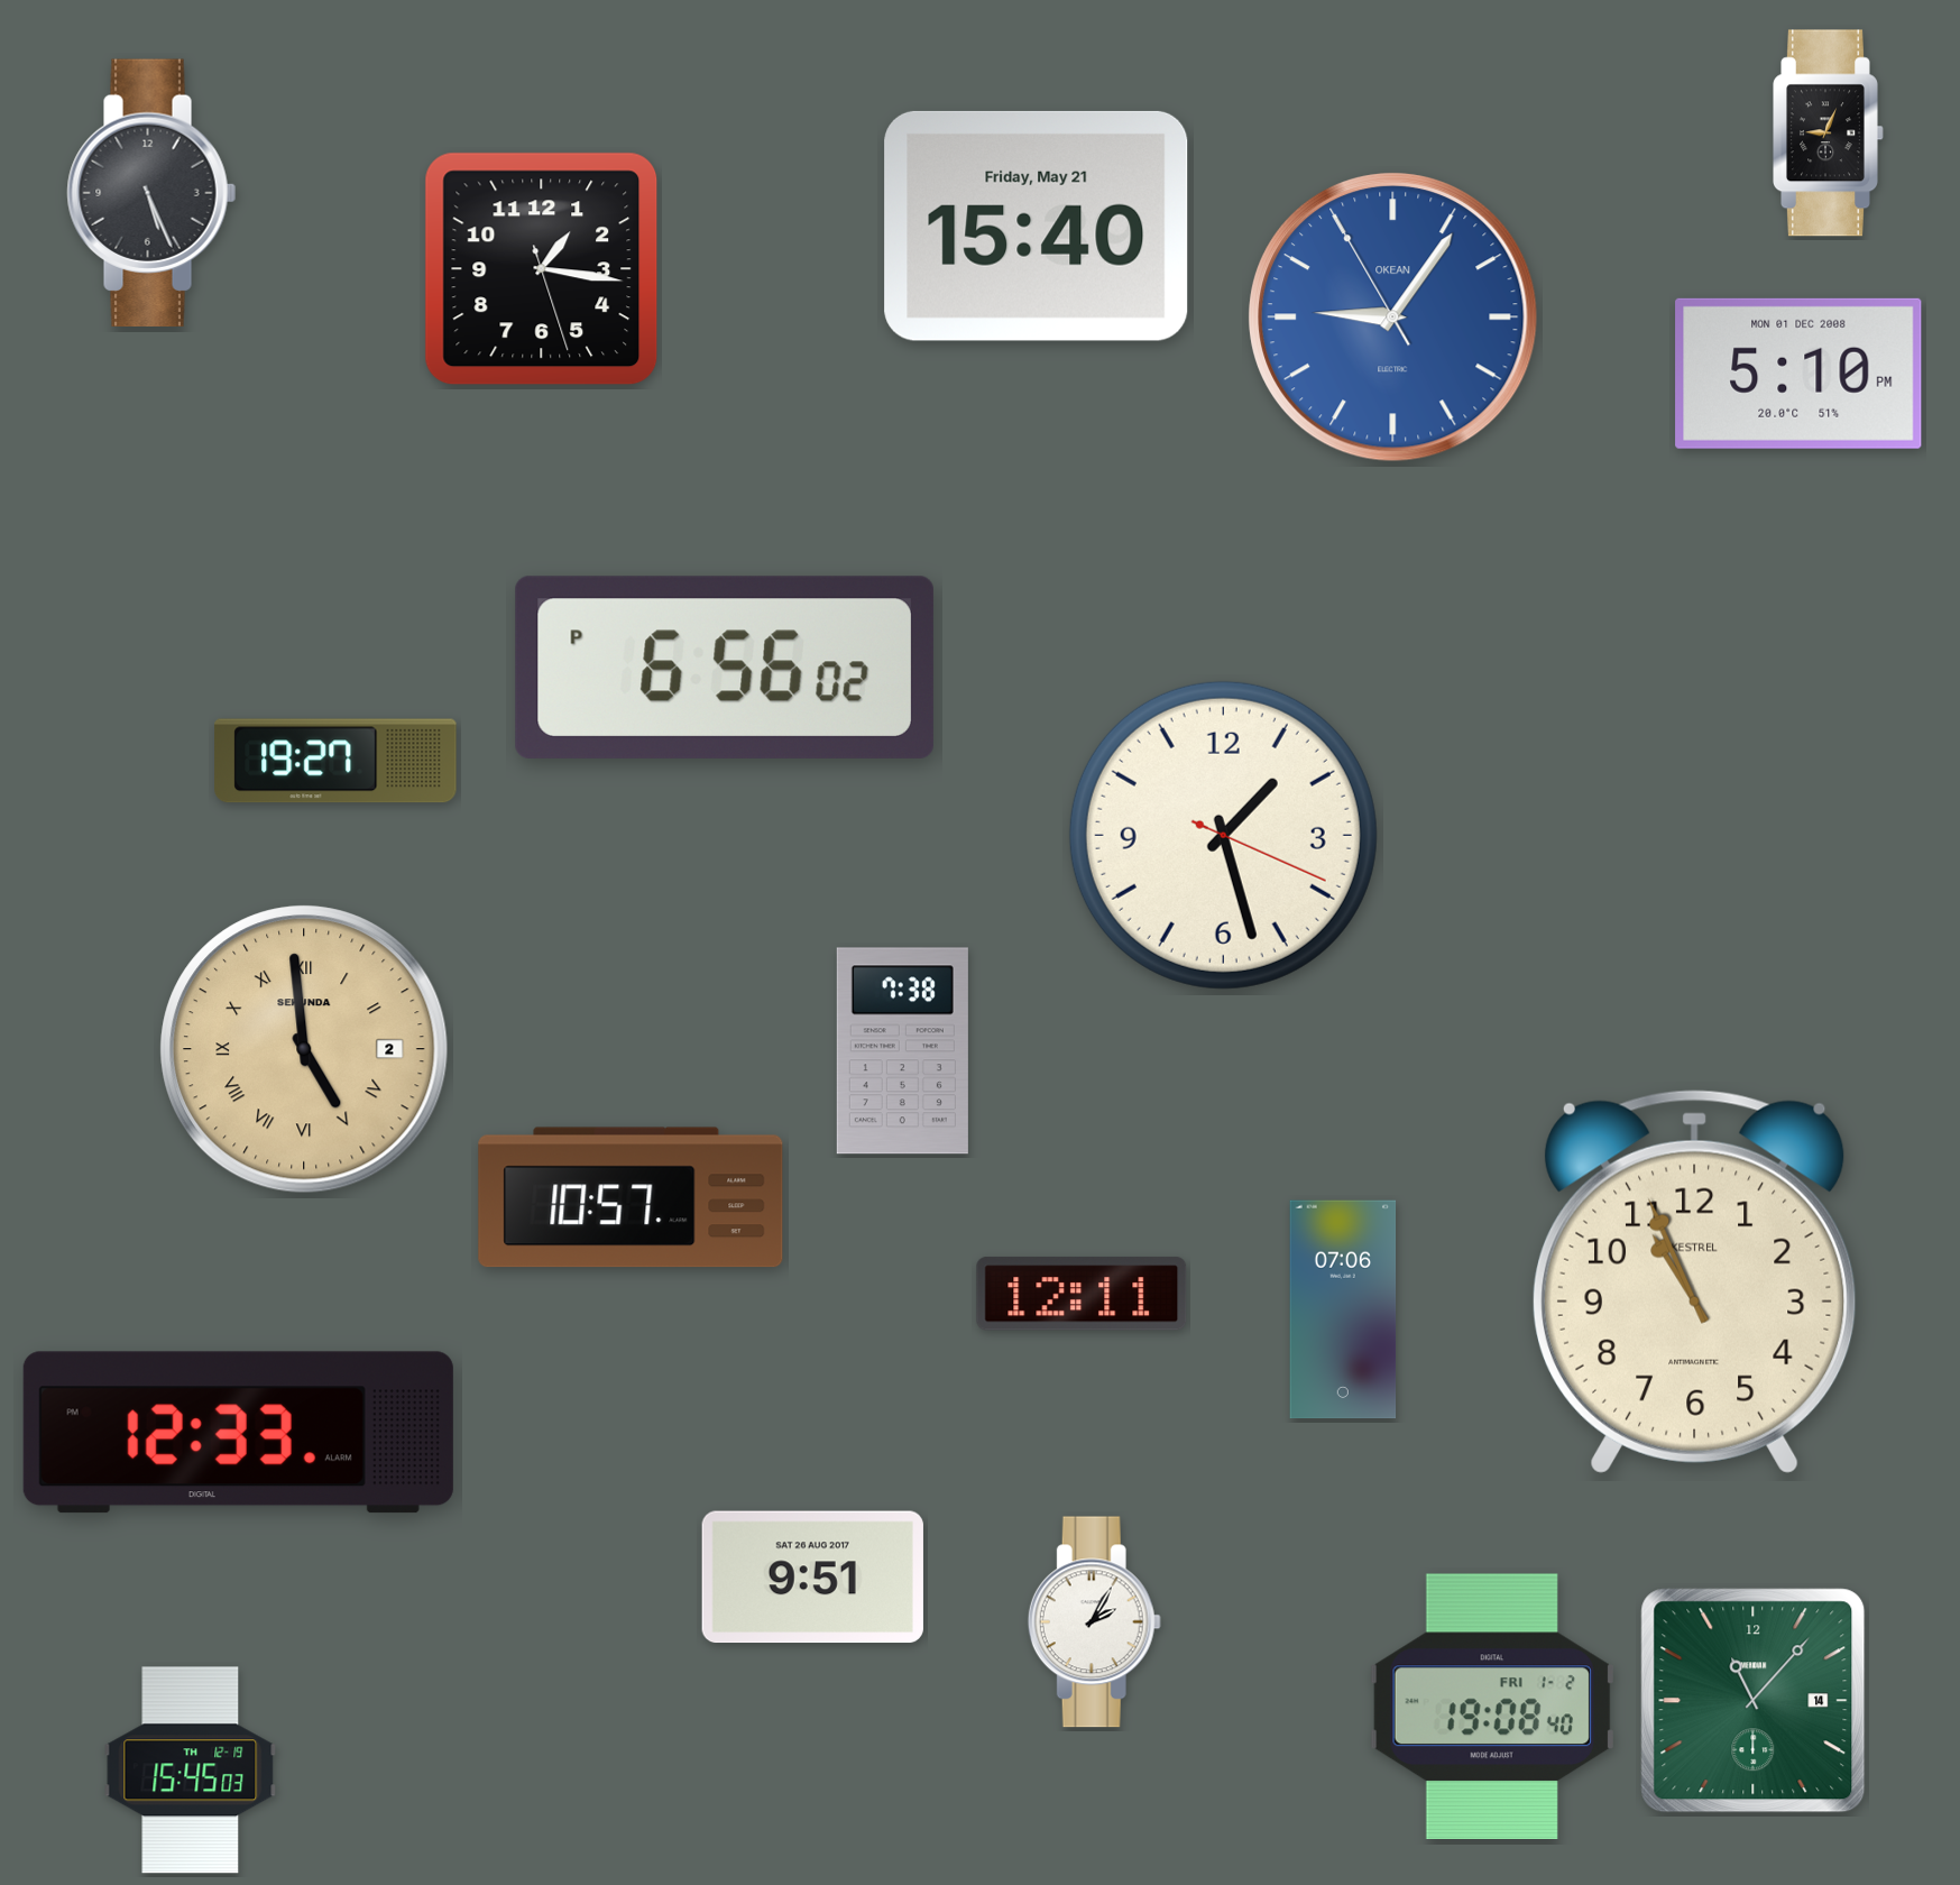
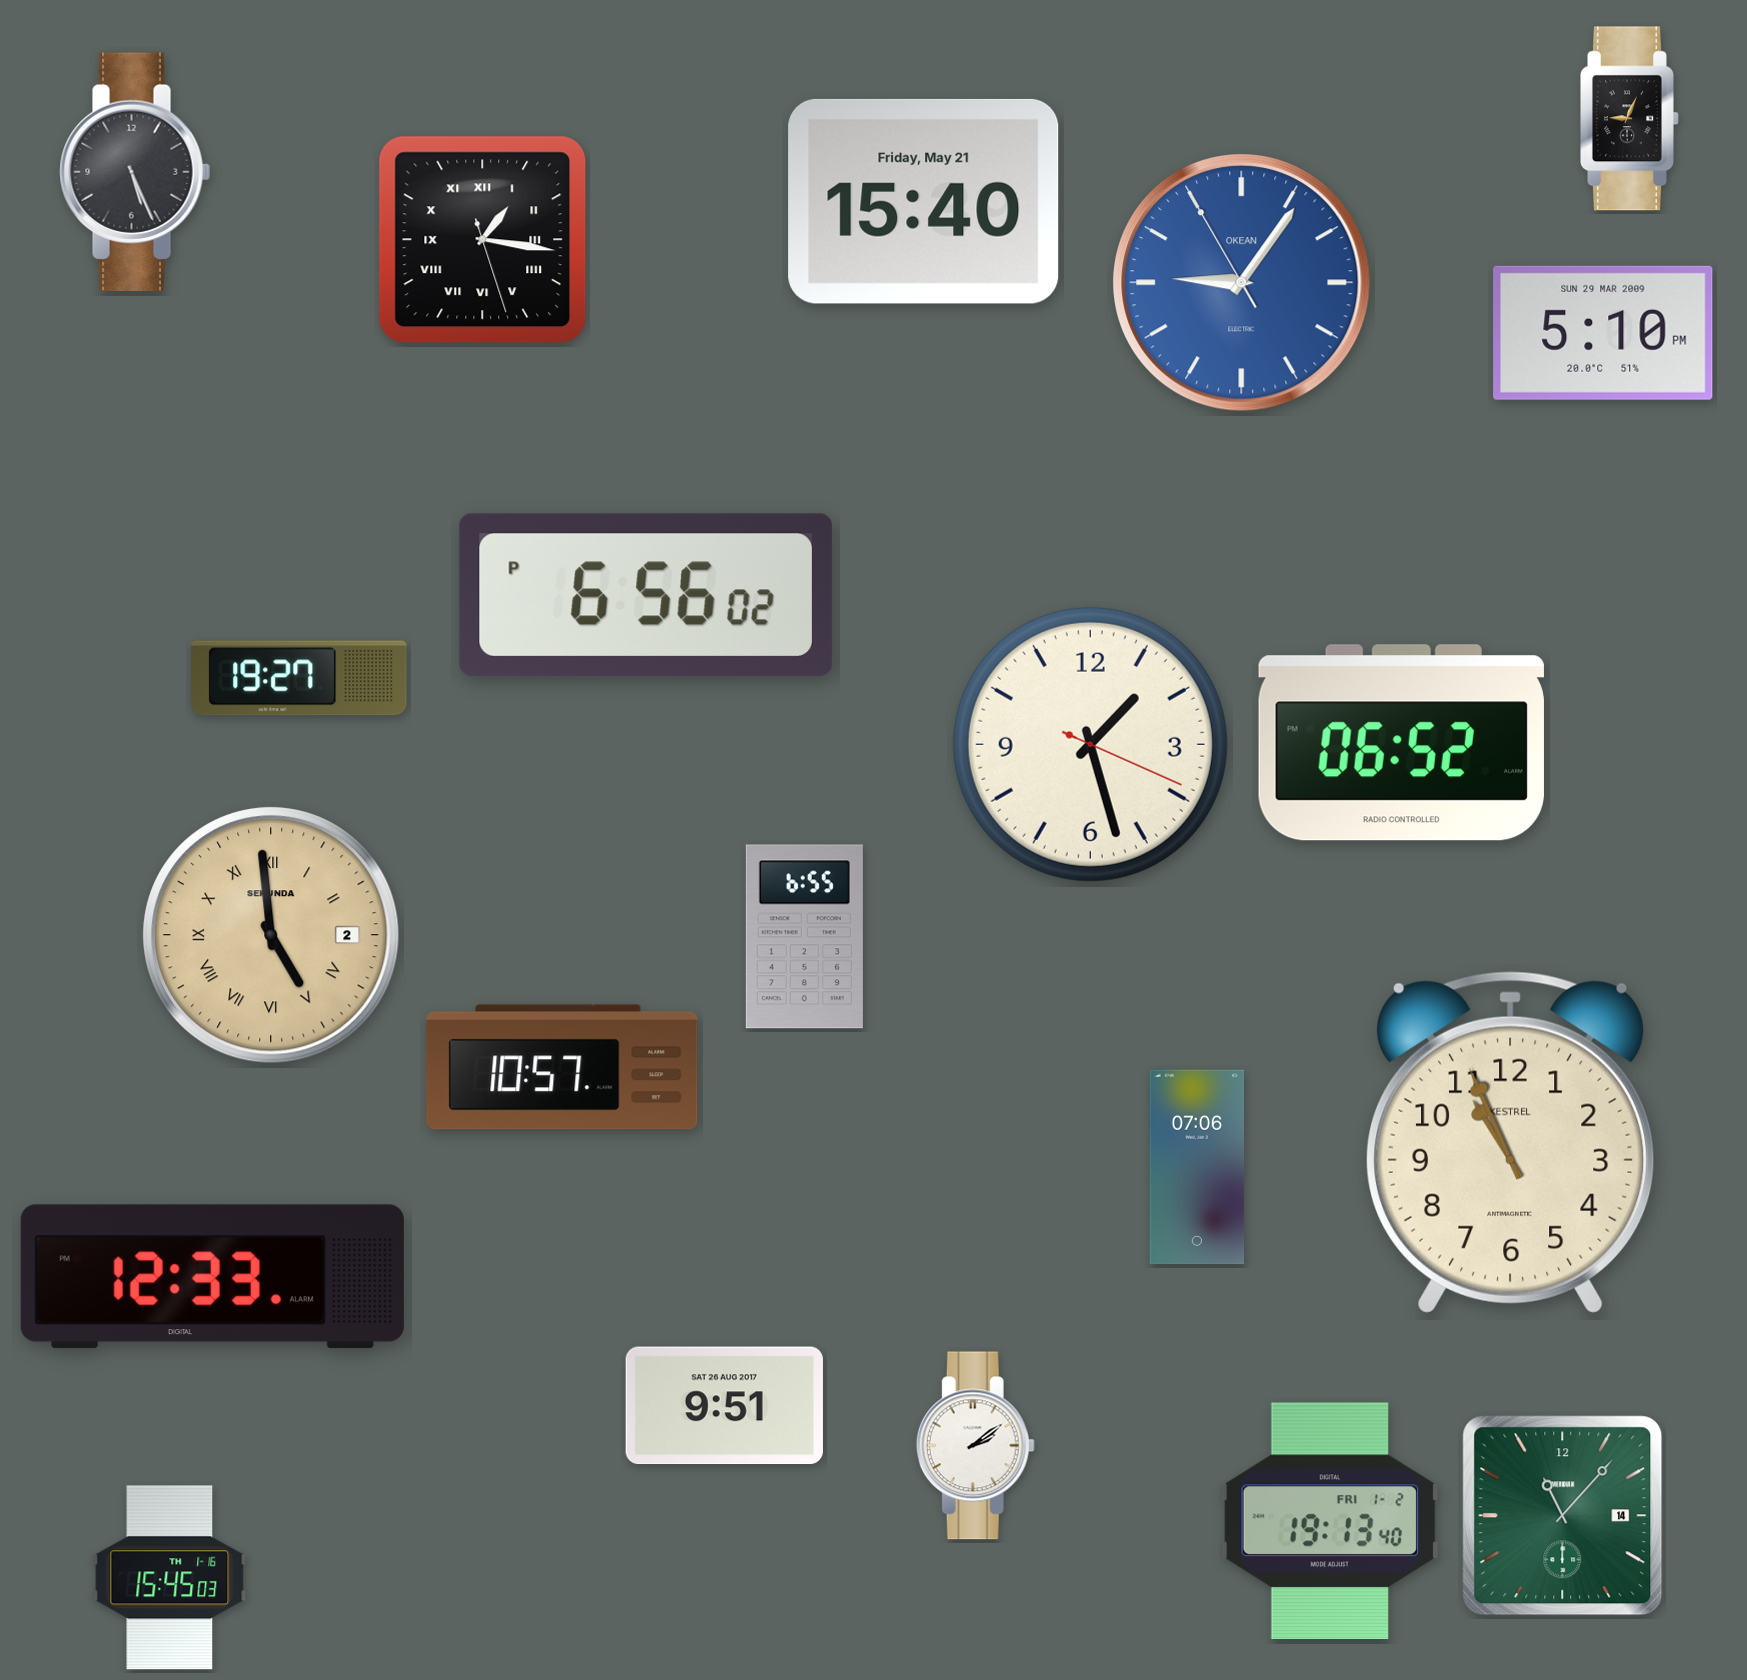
clock at (542, 269) numerals: Arabic -> Roman
clock at (1798, 374) date: MON 01 DEC 2008 -> SUN 29 MAR 2009
clock at (1401, 743): none -> 06:52
clock at (902, 1051): 7:38 -> 6:55
clock at (1082, 1294): 12:11 -> none
clock at (1094, 1622): 2:05 -> 2:09
clock at (1492, 1705): 19:08 -> 19:13
clock at (191, 1771) date: TH 12-19 -> TH 1-16
